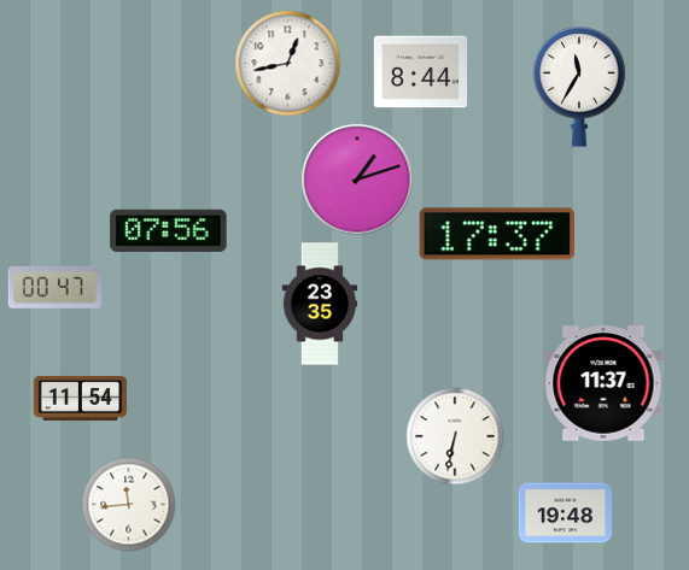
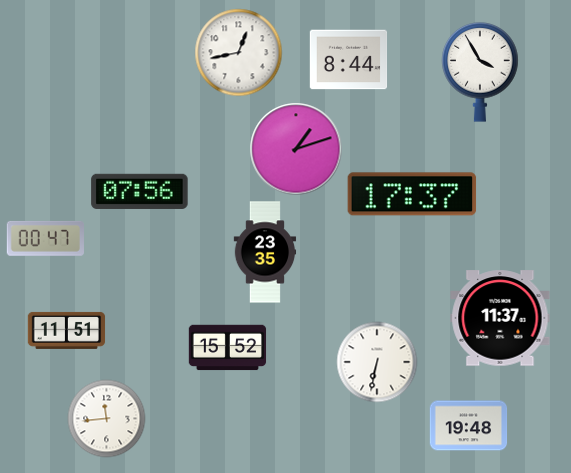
clock at (579, 87): 11:35 -> 3:55
clock at (80, 398): 11:54 -> 11:51
clock at (227, 348): none -> 15:52
